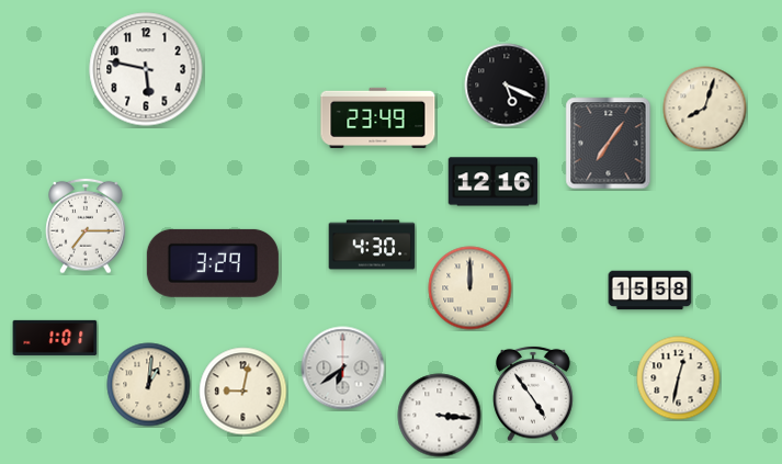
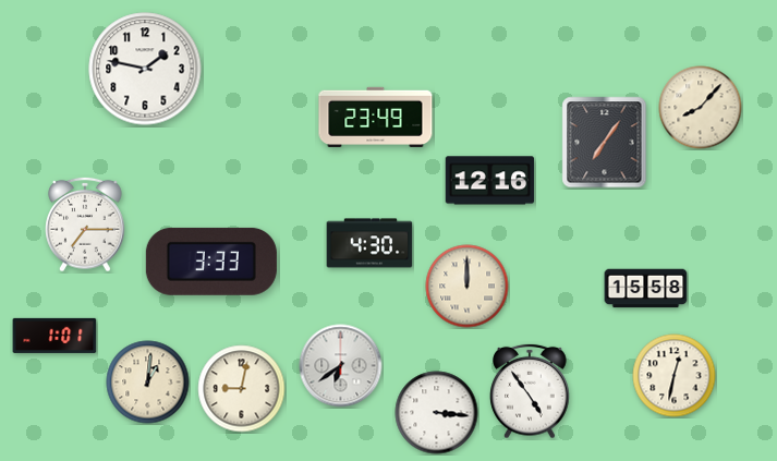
clock at (146, 69): 5:47 -> 1:47
clock at (507, 86): 5:19 -> none
clock at (705, 109): 8:03 -> 8:07
clock at (213, 263): 3:29 -> 3:33
